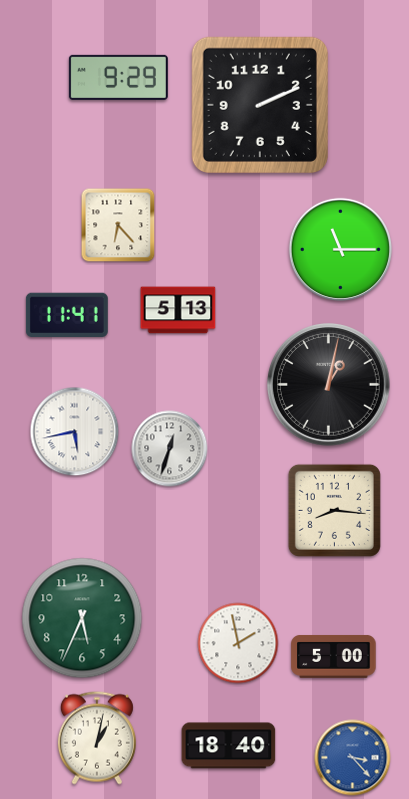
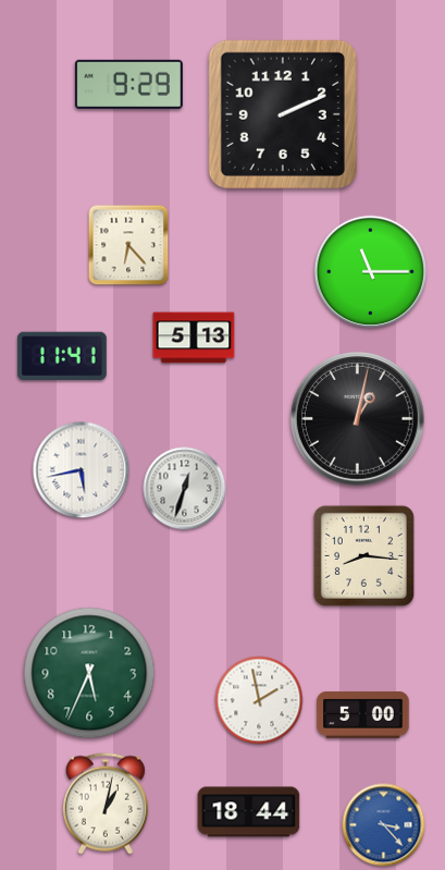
clock at (67, 314) position: (67, 314) -> (62, 355)
clock at (229, 746): 18:40 -> 18:44
